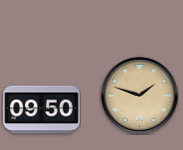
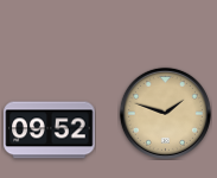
clock at (42, 110): 09:50 -> 09:52
